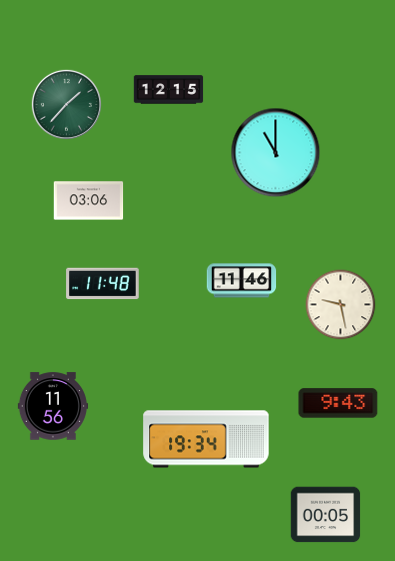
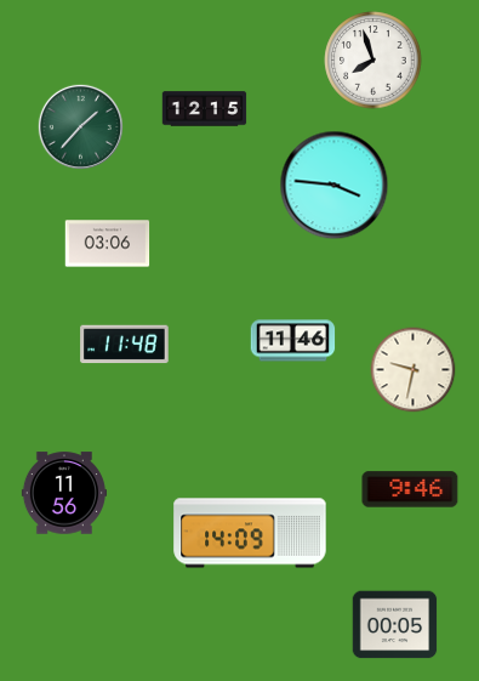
clock at (373, 61): none -> 7:57
clock at (276, 153): 11:00 -> 3:46
clock at (341, 305): 9:28 -> 9:32
clock at (338, 403): 9:43 -> 9:46
clock at (206, 439): 19:34 -> 14:09
